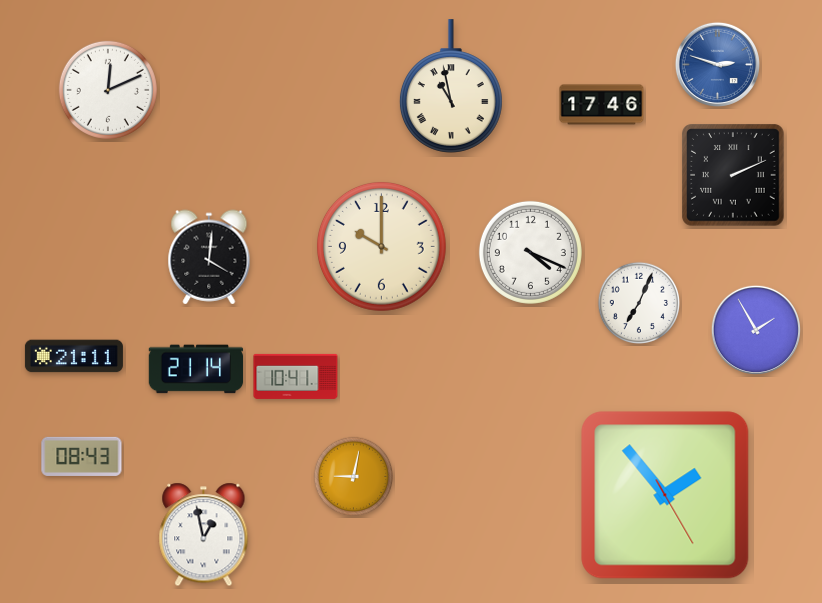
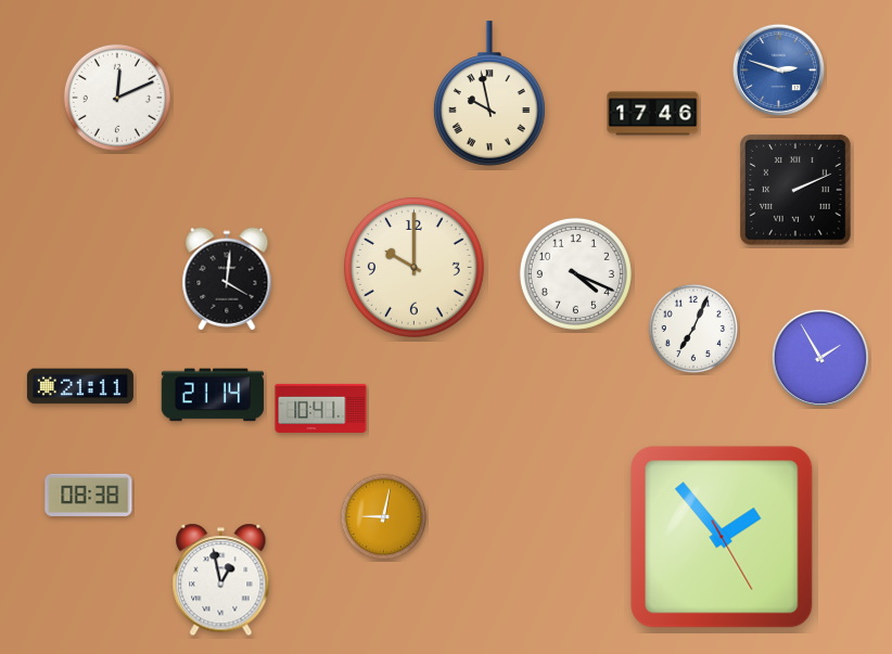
clock at (451, 86): 10:58 -> 9:58
clock at (196, 369) position: (196, 369) -> (213, 395)
clock at (82, 456): 08:43 -> 08:38
